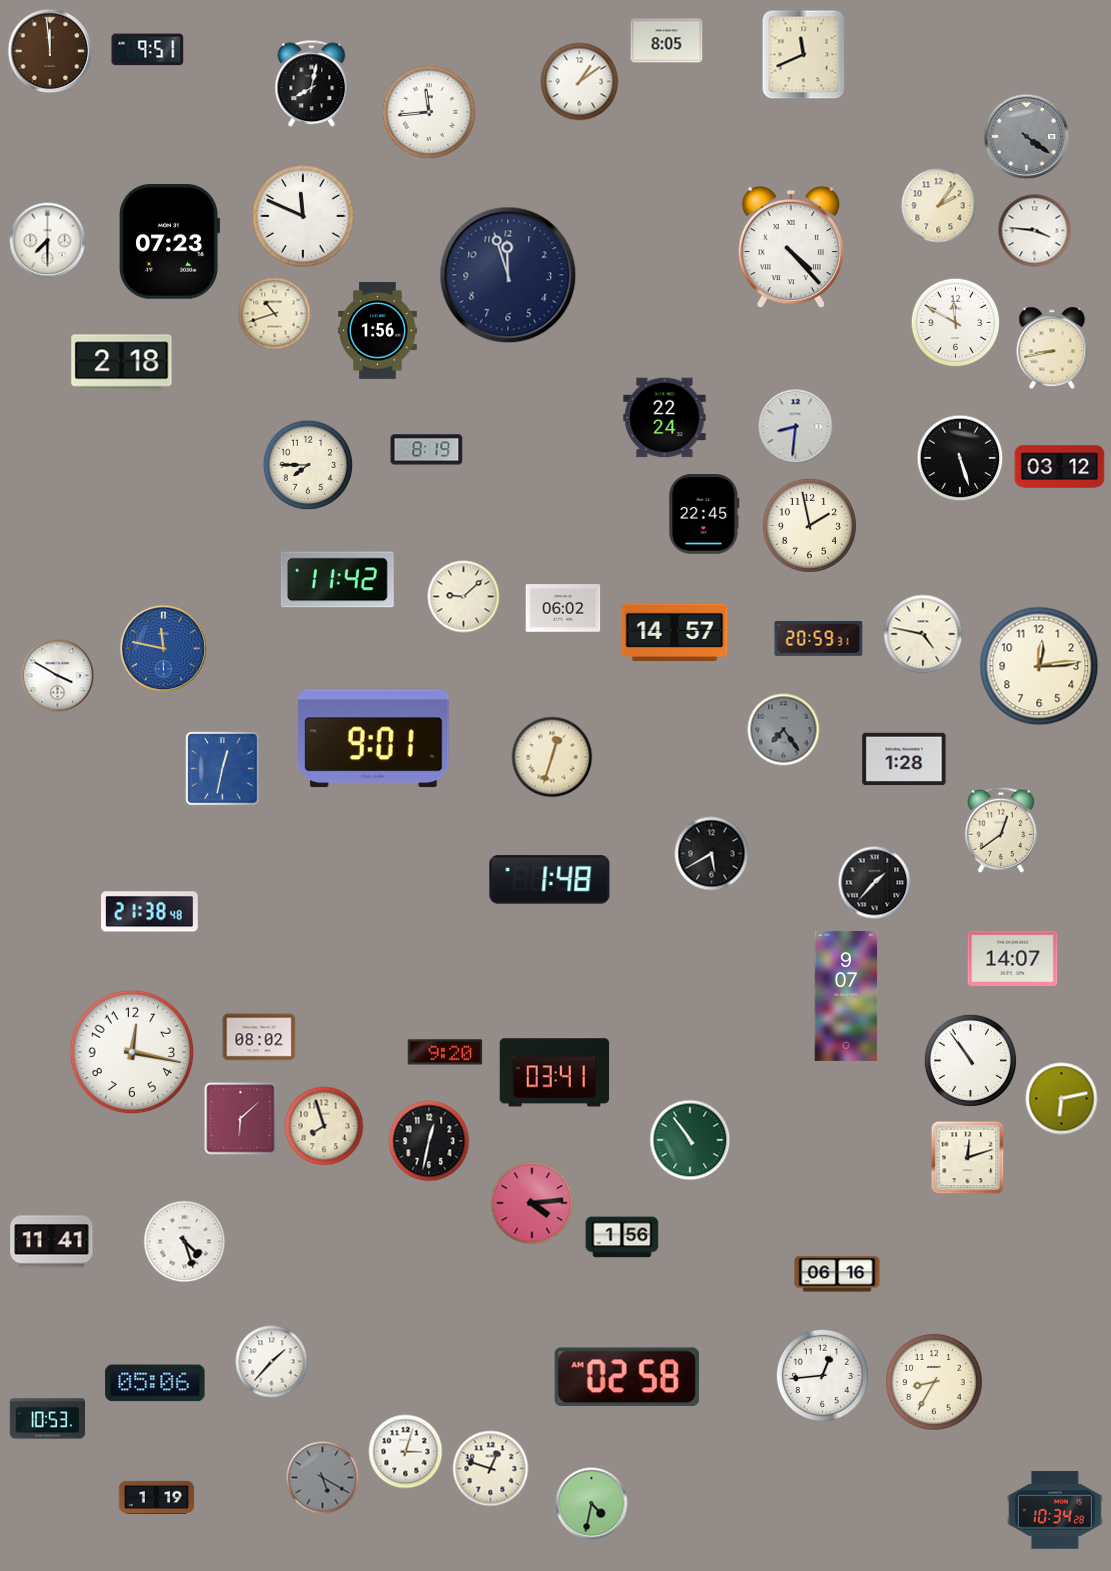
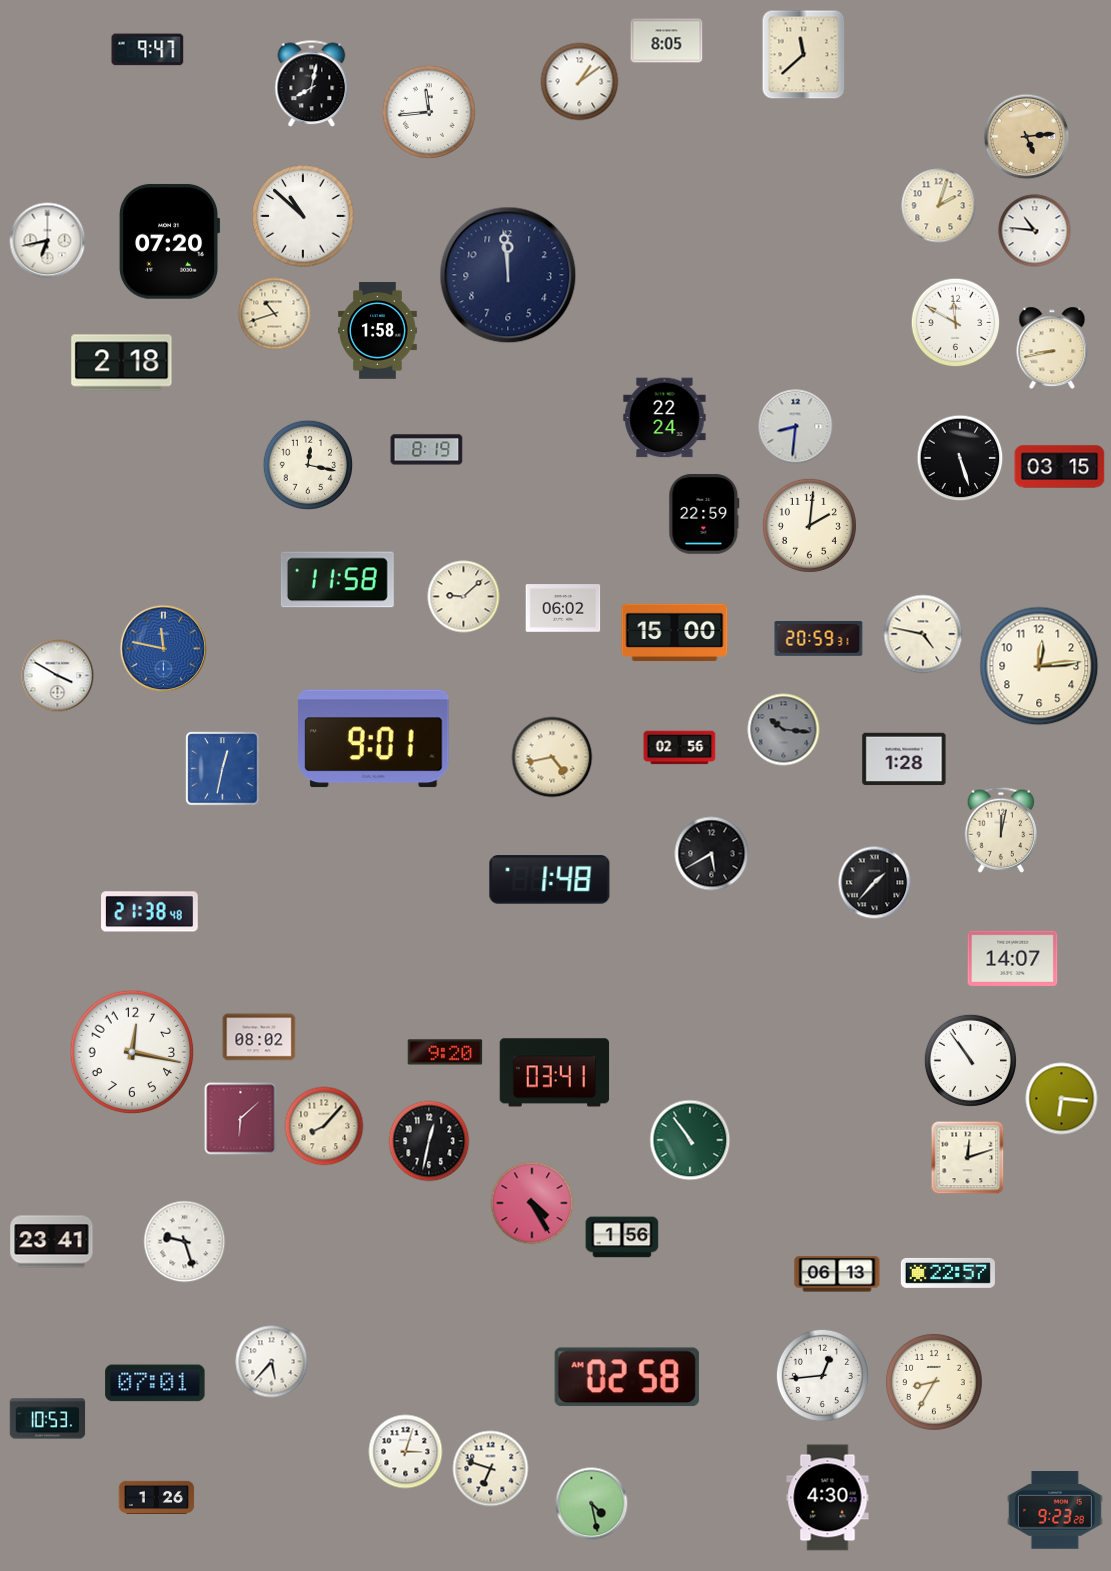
clock at (148, 50): 9:51 -> 9:47
clock at (50, 51): 11:59 -> none
clock at (804, 55): 11:41 -> 11:38
clock at (1027, 137): 4:21 -> 5:14
clock at (1027, 137) dial: grey -> champagne
clock at (939, 206): 2:06 -> 2:03
clock at (303, 216): 11:49 -> 10:52
clock at (1035, 231): 3:46 -> 10:46
clock at (48, 241): 7:30 -> 6:43
clock at (169, 241): 07:23 -> 07:20
clock at (790, 247): 4:23 -> none
clock at (508, 275): 11:57 -> 11:59
clock at (378, 331): 1:56 -> 1:58
clock at (308, 465): 7:45 -> 12:17
clock at (1060, 467): 03:12 -> 03:15
clock at (704, 515): 22:45 -> 22:59
clock at (809, 525): 1:58 -> 2:01
clock at (337, 580): 11:42 -> 11:58
clock at (675, 633): 14:57 -> 15:00
clock at (784, 730): 7:24 -> 10:16
clock at (680, 748): none -> 02:56
clock at (552, 757): 12:33 -> 4:43
clock at (1001, 830): 12:39 -> 12:02
clock at (846, 996): 9:07 -> none
clock at (1062, 1099): 6:13 -> 6:16
clock at (324, 1126): 7:57 -> 8:07
clock at (532, 1203): 4:14 -> 4:25
clock at (52, 1242): 11:41 -> 23:41
clock at (185, 1242): 4:27 -> 9:27
clock at (948, 1273): none -> 22:57
clock at (837, 1274): 06:16 -> 06:13
clock at (272, 1362): 1:37 -> 5:37
clock at (155, 1383): 05:06 -> 07:01
clock at (491, 1469): 12:48 -> 6:48
clock at (323, 1478): 5:20 -> none
clock at (157, 1497): 1:19 -> 1:26
clock at (828, 1498): none -> 4:30
clock at (592, 1504): 4:32 -> 4:28
clock at (1055, 1510): 10:34 -> 9:23
